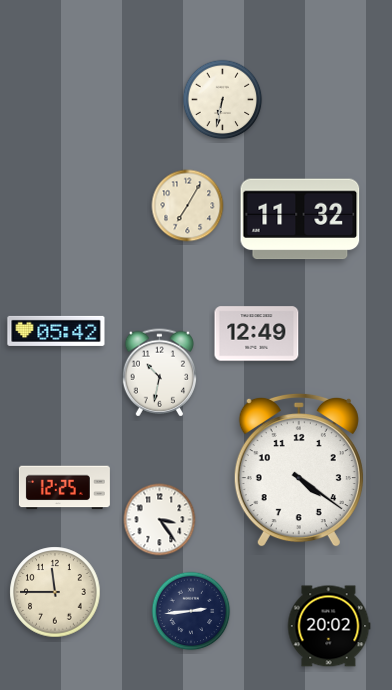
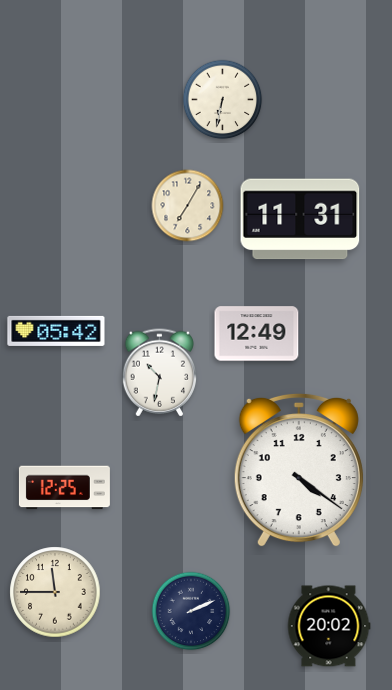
clock at (300, 219): 11:32 -> 11:31
clock at (160, 520): 3:24 -> none
clock at (191, 611): 2:44 -> 2:11
